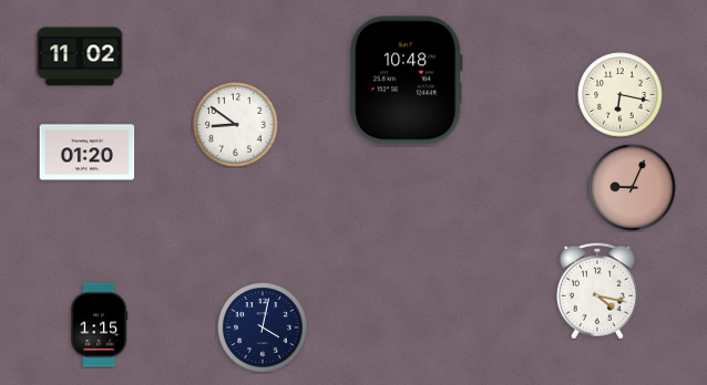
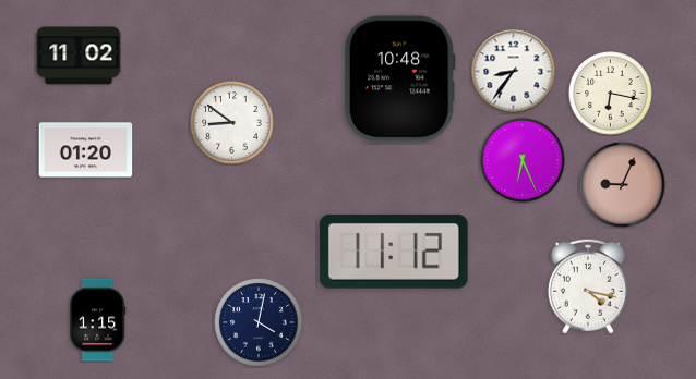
clock at (514, 72): none -> 8:36
clock at (523, 160): none -> 6:26
clock at (394, 253): none -> 11:12
